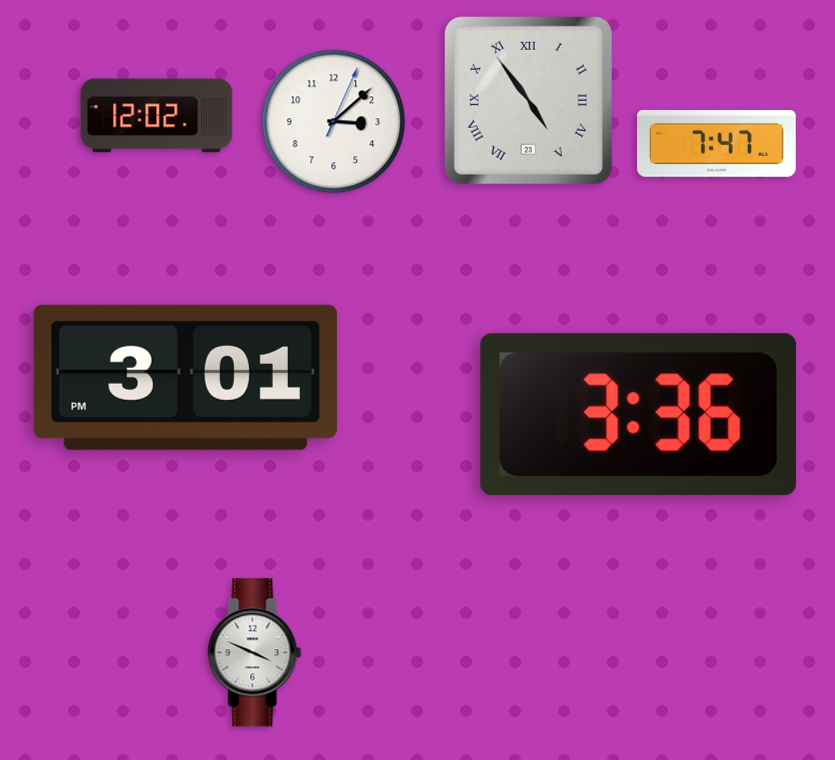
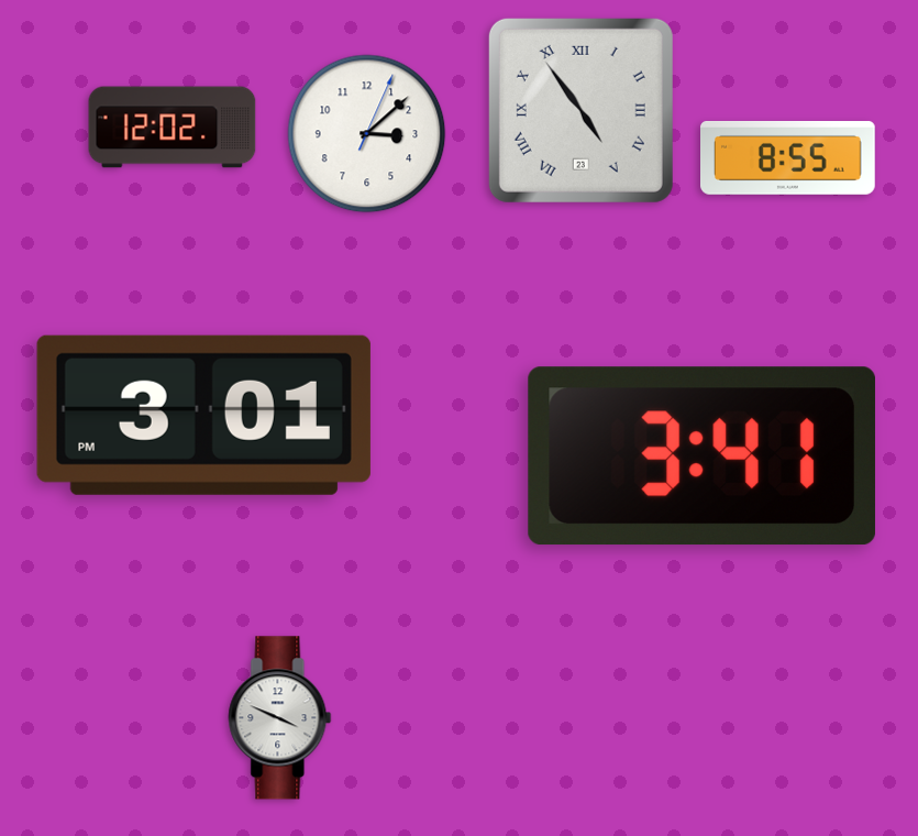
clock at (717, 143): 7:47 -> 8:55
clock at (638, 415): 3:36 -> 3:41
